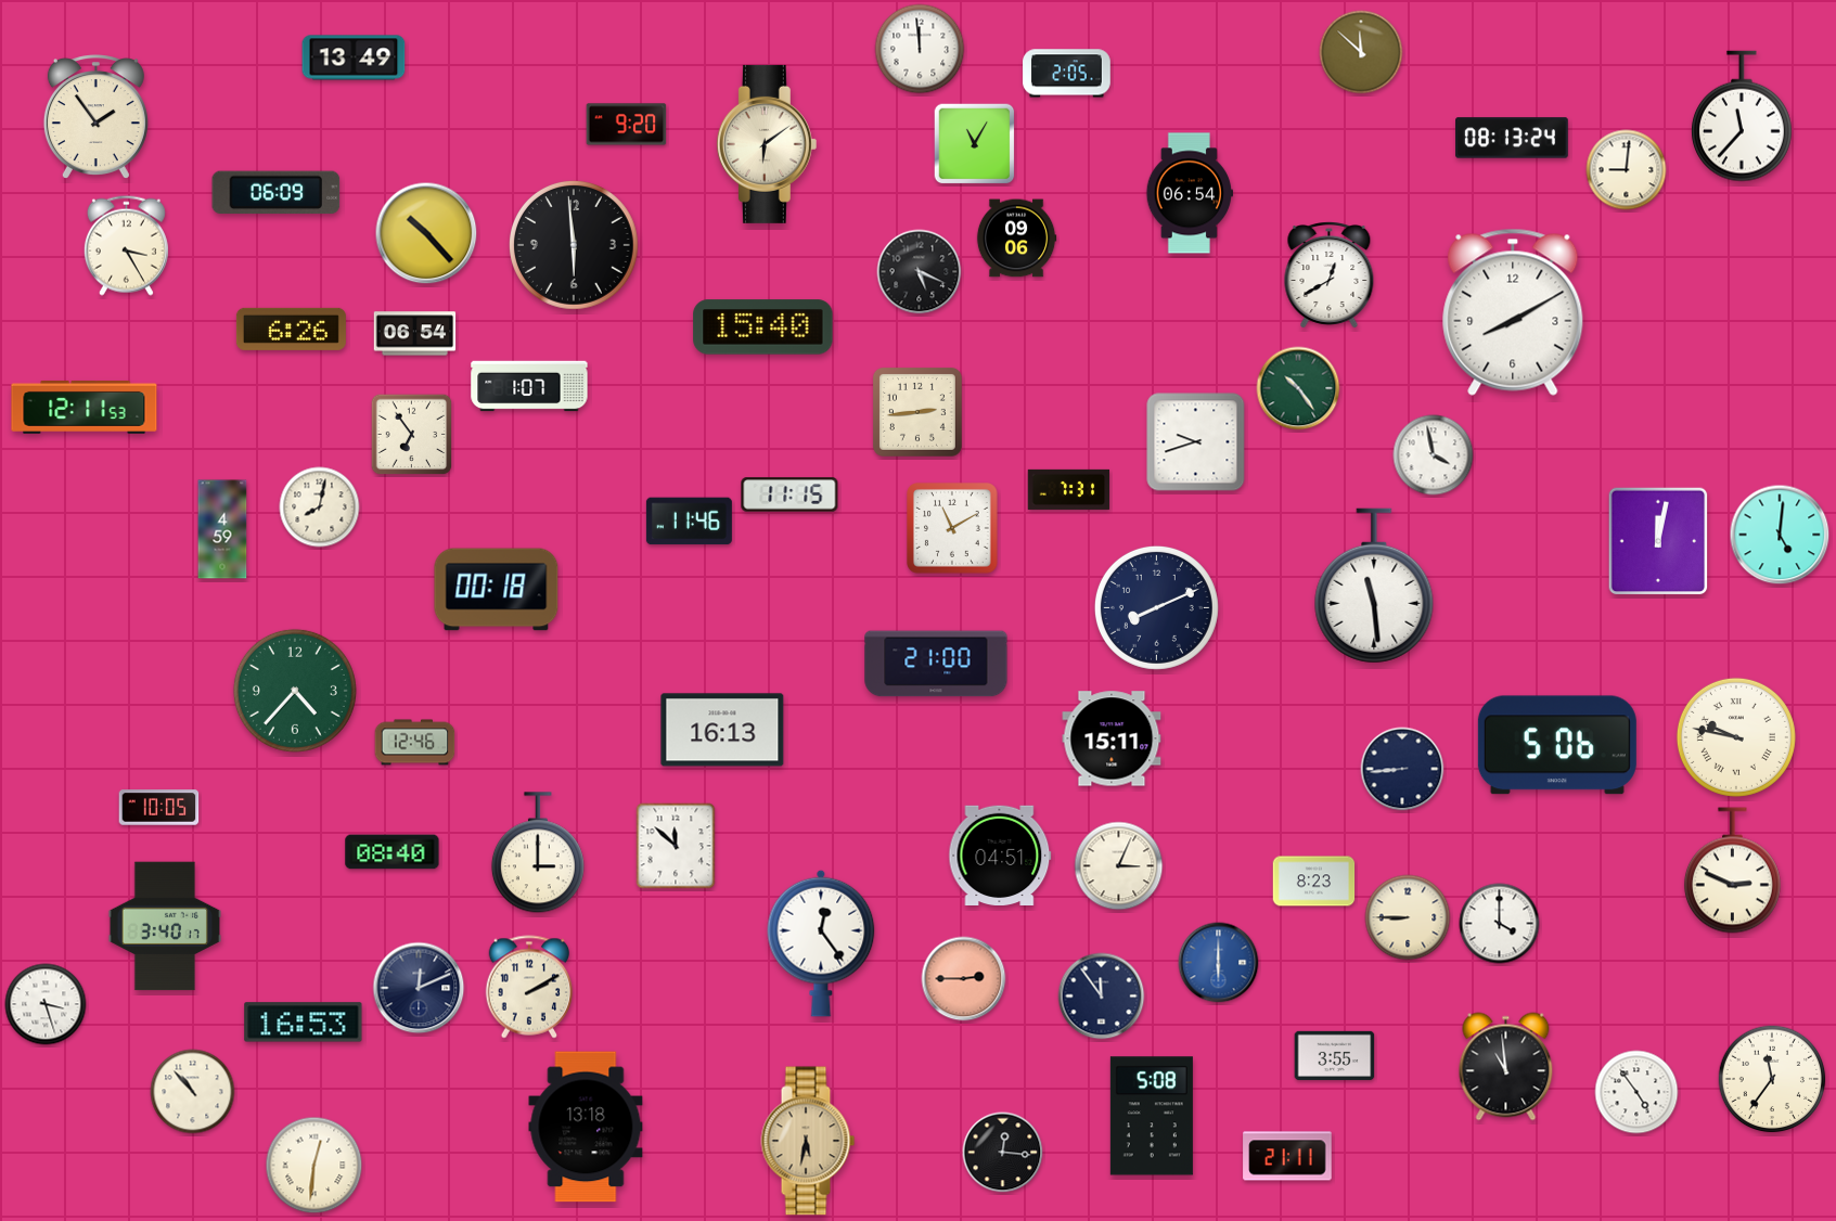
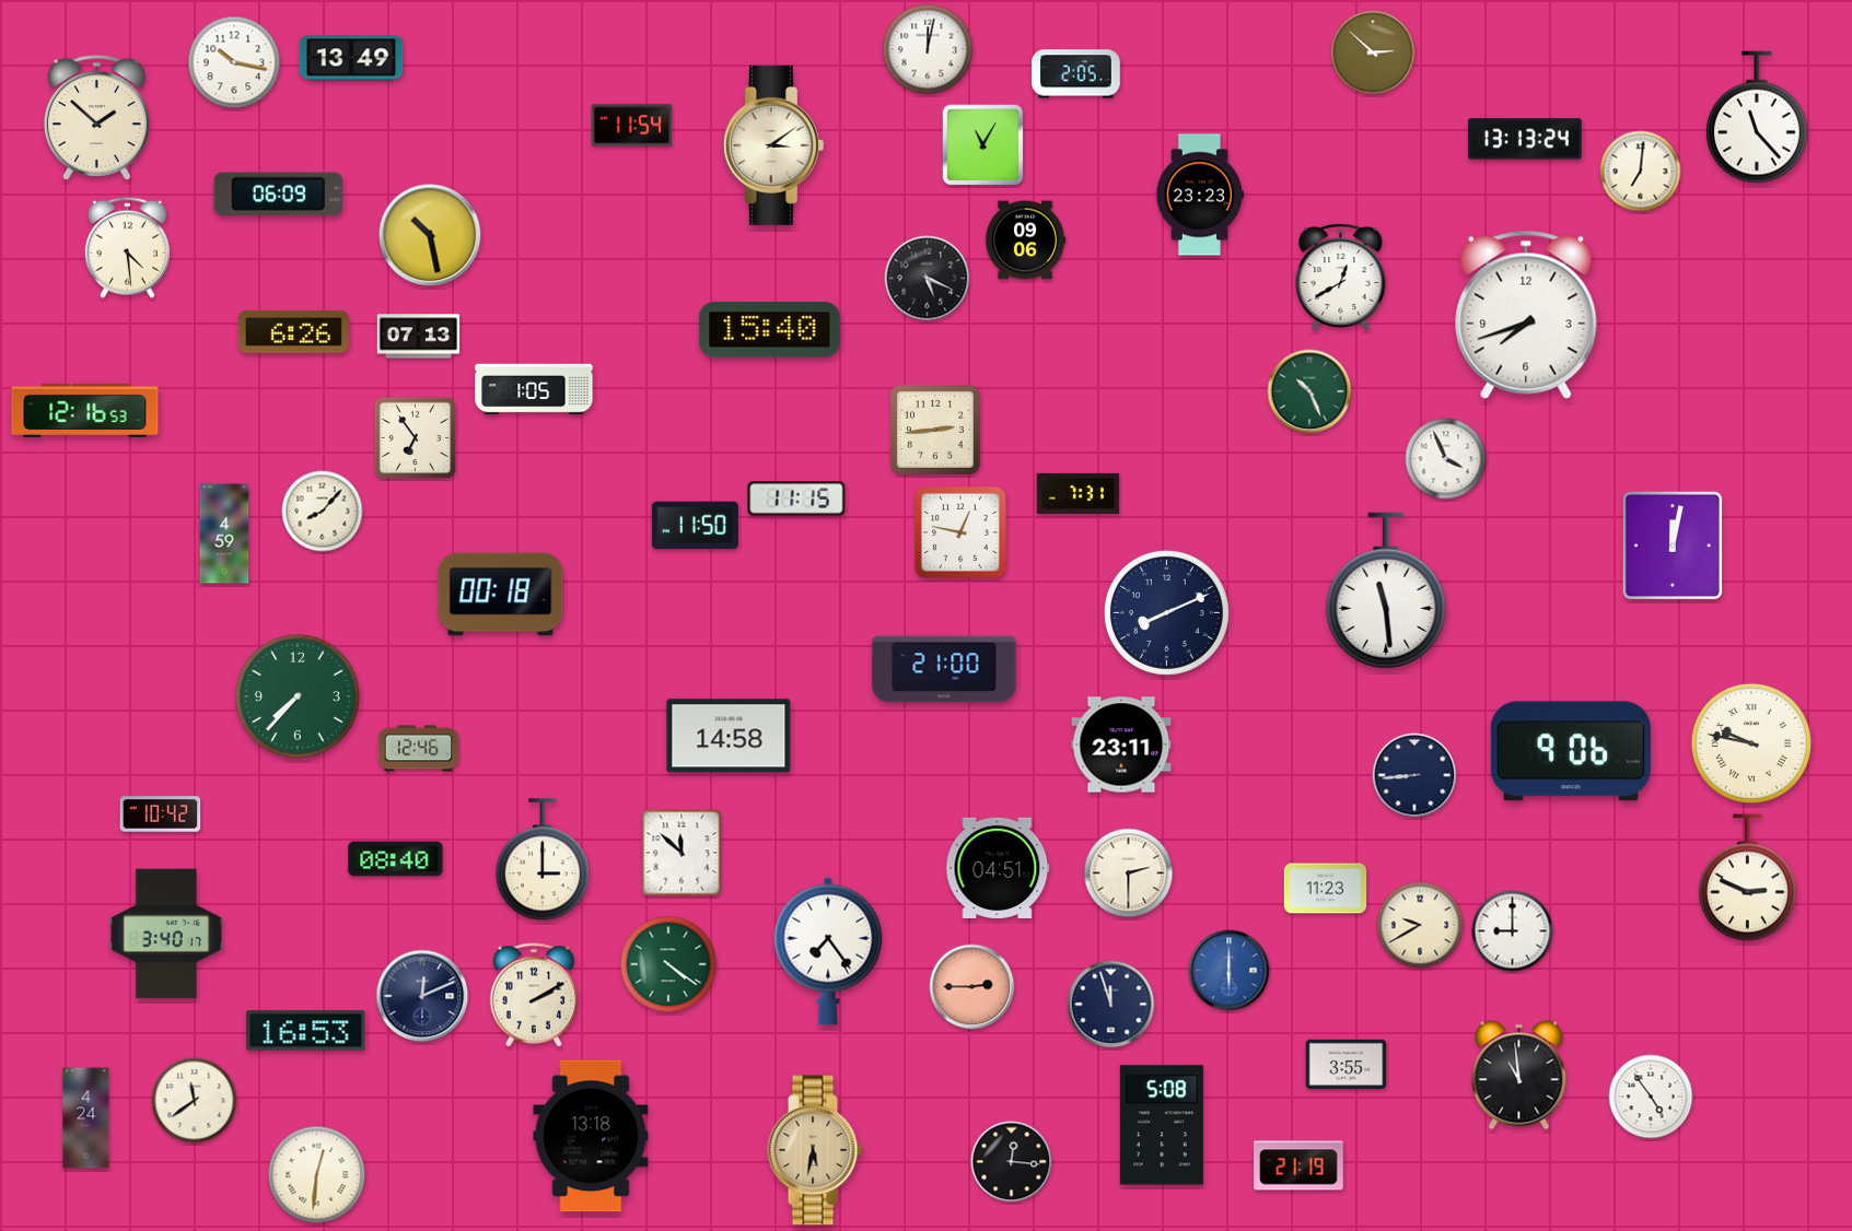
clock at (920, 49): 11:59 -> 12:02
clock at (1361, 52): 11:52 -> 2:52
clock at (354, 57) position: (354, 57) -> (351, 58)
clock at (234, 62): none -> 10:17
clock at (95, 116): 1:54 -> 1:52
clock at (1742, 116): 11:37 -> 11:23
clock at (627, 125): 9:20 -> 11:54
clock at (1512, 138): 08:13 -> 13:13
clock at (767, 144): 6:09 -> 3:09
clock at (1627, 170): 9:01 -> 7:01
clock at (1189, 193): 06:54 -> 23:23
clock at (426, 233): 10:23 -> 10:28
clock at (126, 245): 3:25 -> 4:29
clock at (575, 246): 5:59 -> none
clock at (920, 272) position: (920, 272) -> (928, 279)
clock at (1513, 312): 8:10 -> 7:42
clock at (415, 334): 06:54 -> 07:13
clock at (529, 386): 1:07 -> 1:05
clock at (1298, 388): 10:24 -> 10:26
clock at (85, 407): 12:11 -> 12:16
clock at (917, 412) position: (917, 412) -> (935, 430)
clock at (1196, 442): 9:42 -> none
clock at (1434, 455): 3:58 -> 3:56
clock at (320, 507): 8:02 -> 8:07
clock at (689, 522): 11:46 -> 11:50
clock at (952, 528): 11:10 -> 12:47
clock at (1780, 535): 5:01 -> none
clock at (295, 691): 4:37 -> 7:37
clock at (722, 730): 16:13 -> 14:58
clock at (1112, 738): 15:11 -> 23:11
clock at (1557, 745): 5:06 -> 9:06
clock at (159, 808): 10:05 -> 10:42
clock at (1000, 854) position: (1000, 854) -> (998, 867)
clock at (1119, 866): 3:04 -> 2:30
clock at (1314, 882): 8:23 -> 11:23
clock at (1408, 917): 8:45 -> 9:40
clock at (1500, 924): 4:00 -> 9:00
clock at (821, 943): 12:24 -> 7:24
clock at (668, 964): none -> 4:21
clock at (1102, 997): 11:54 -> 11:57
clock at (46, 1004): 3:27 -> none
clock at (1772, 1079): 11:36 -> none
clock at (193, 1092): 10:53 -> 11:39
clock at (1636, 1092) position: (1636, 1092) -> (1651, 1097)
clock at (86, 1118): none -> 4:24
clock at (1287, 1156): 21:11 -> 21:19
